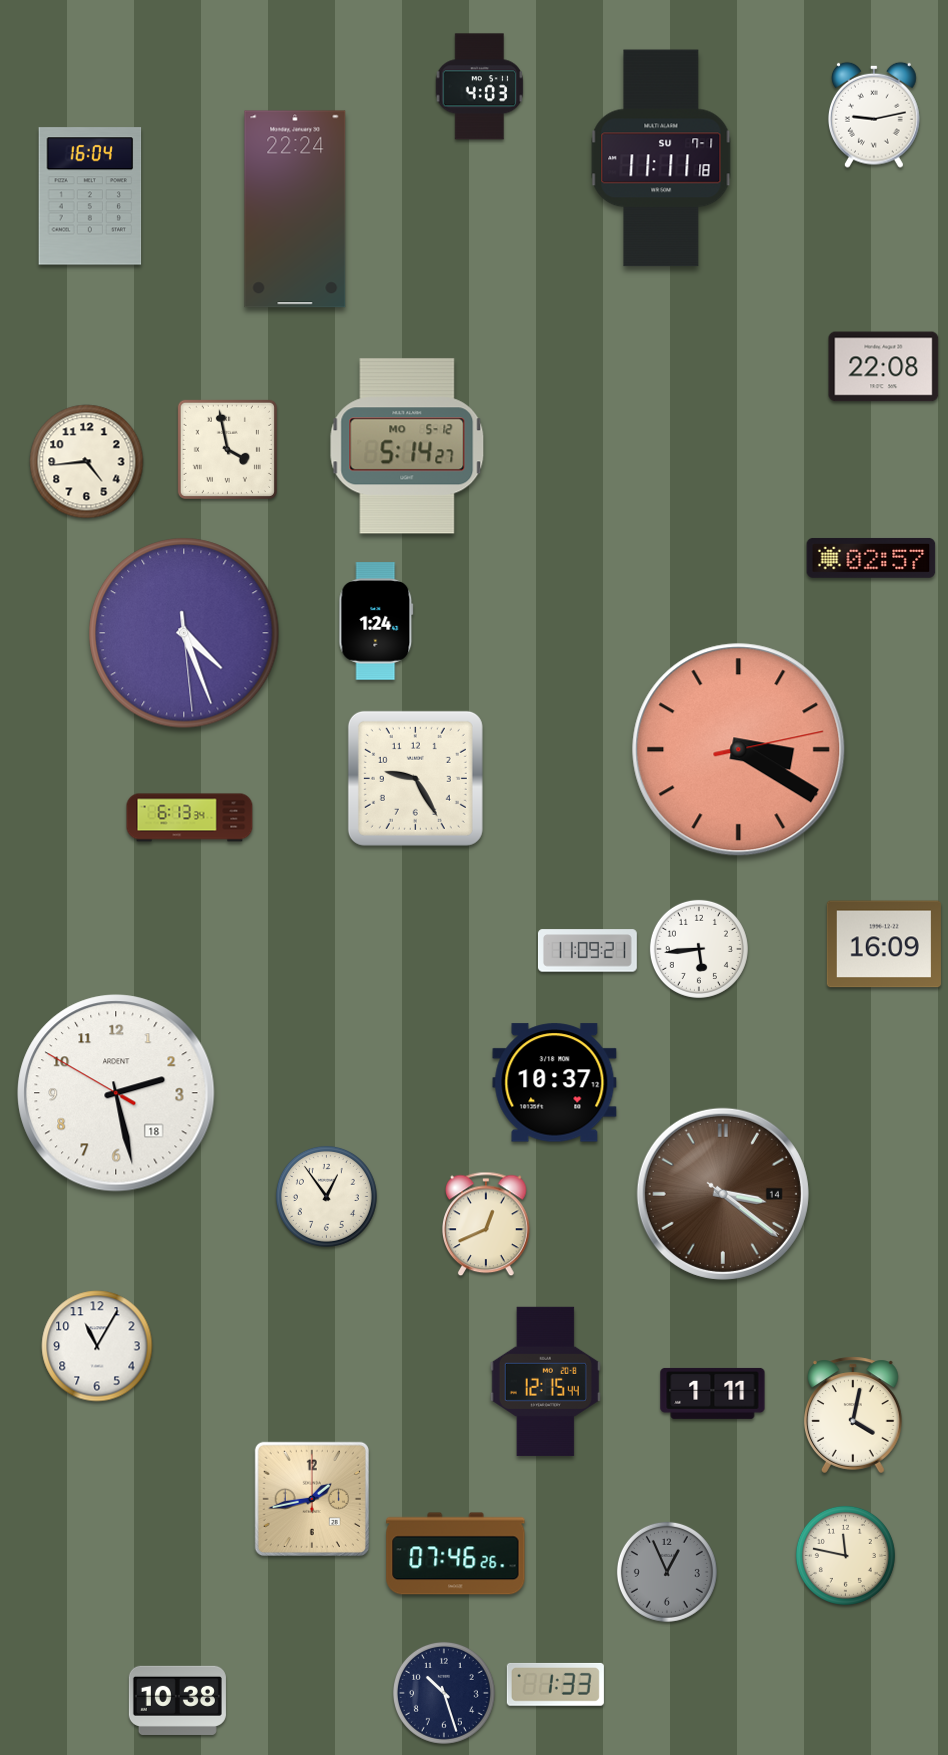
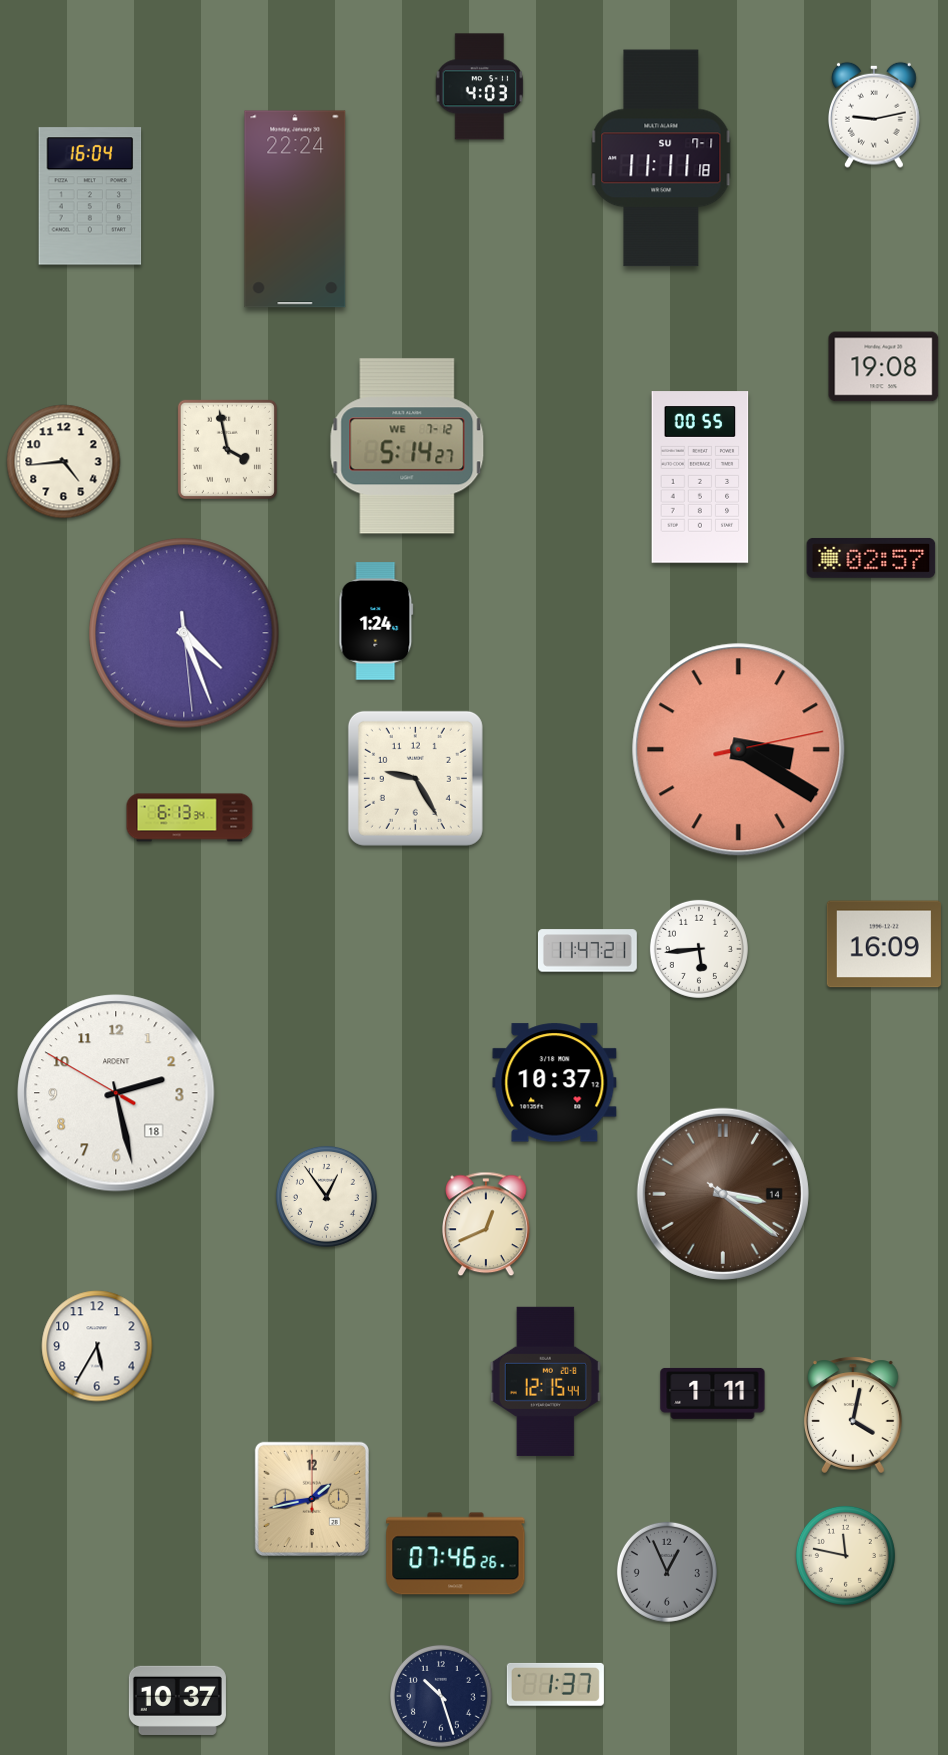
clock at (884, 367): 22:08 -> 19:08
clock at (407, 446) date: MO 5-12 -> WE 7-12
clock at (87, 462) position: (87, 462) -> (64, 462)
clock at (700, 477): none -> 00:55
clock at (587, 951): 11:09 -> 11:47
clock at (97, 1346): 11:05 -> 5:35
clock at (555, 1684): 1:33 -> 1:37
clock at (444, 1693) position: (444, 1693) -> (441, 1696)
clock at (177, 1700): 10:38 -> 10:37
